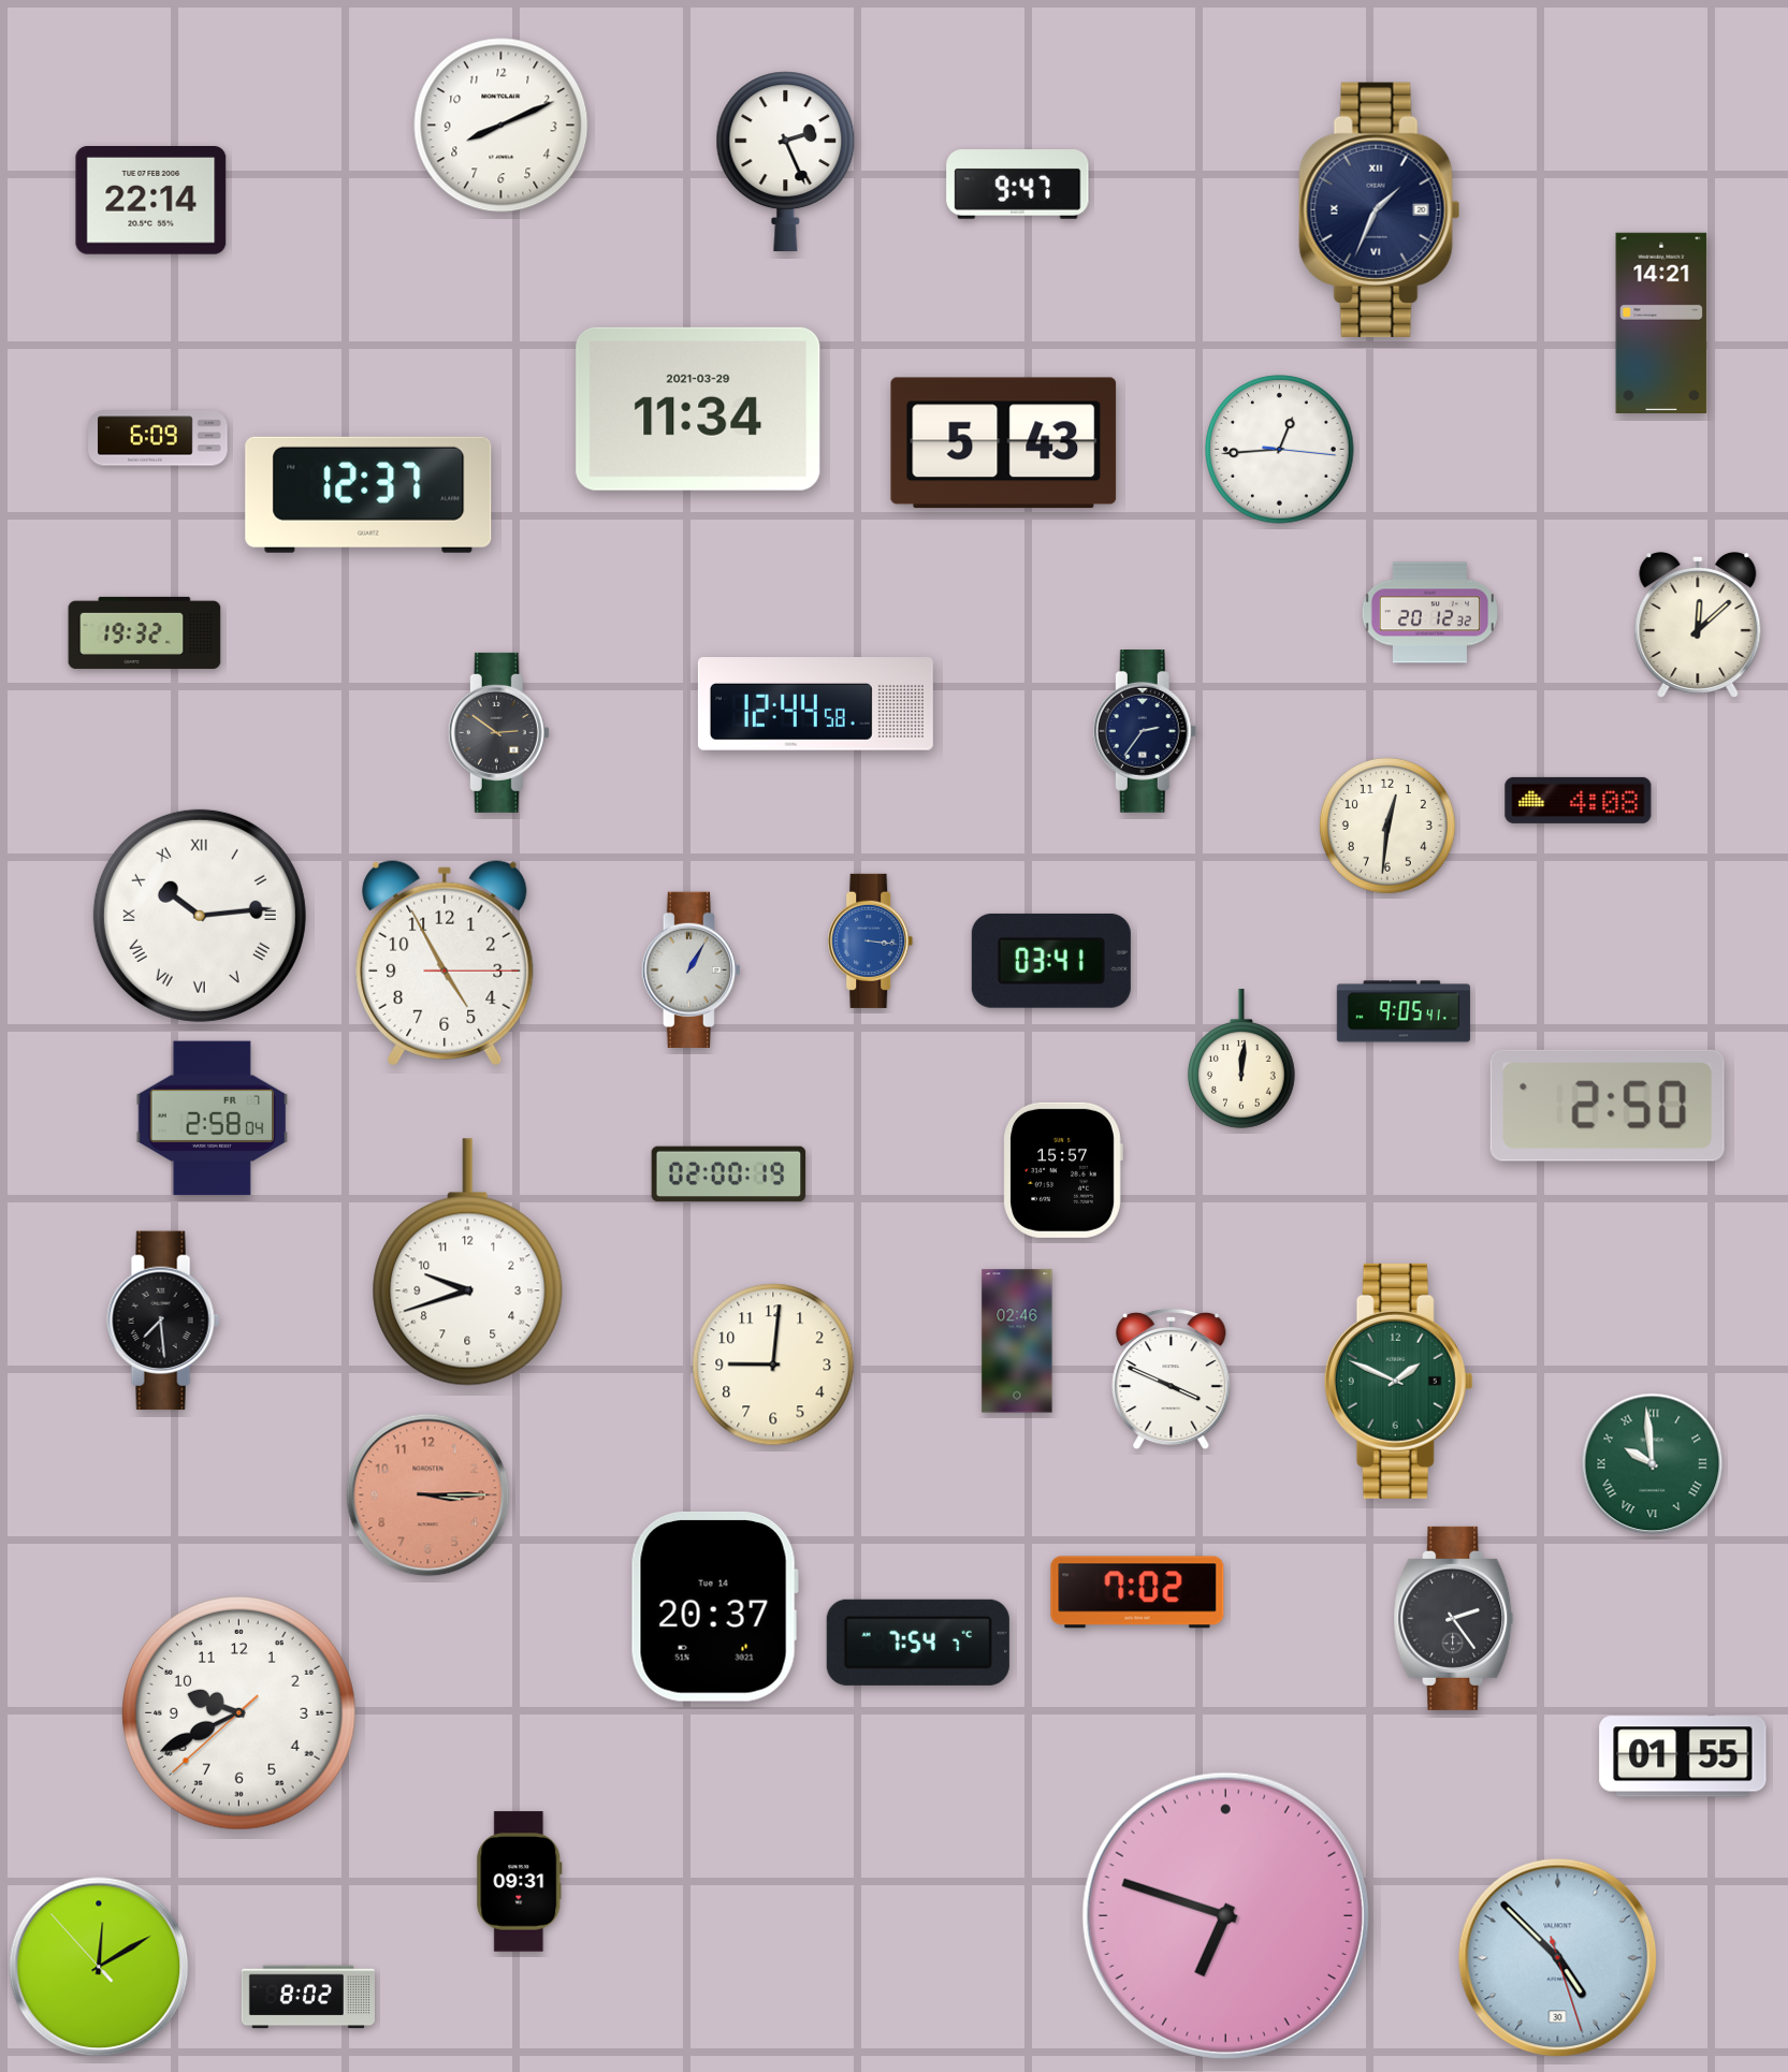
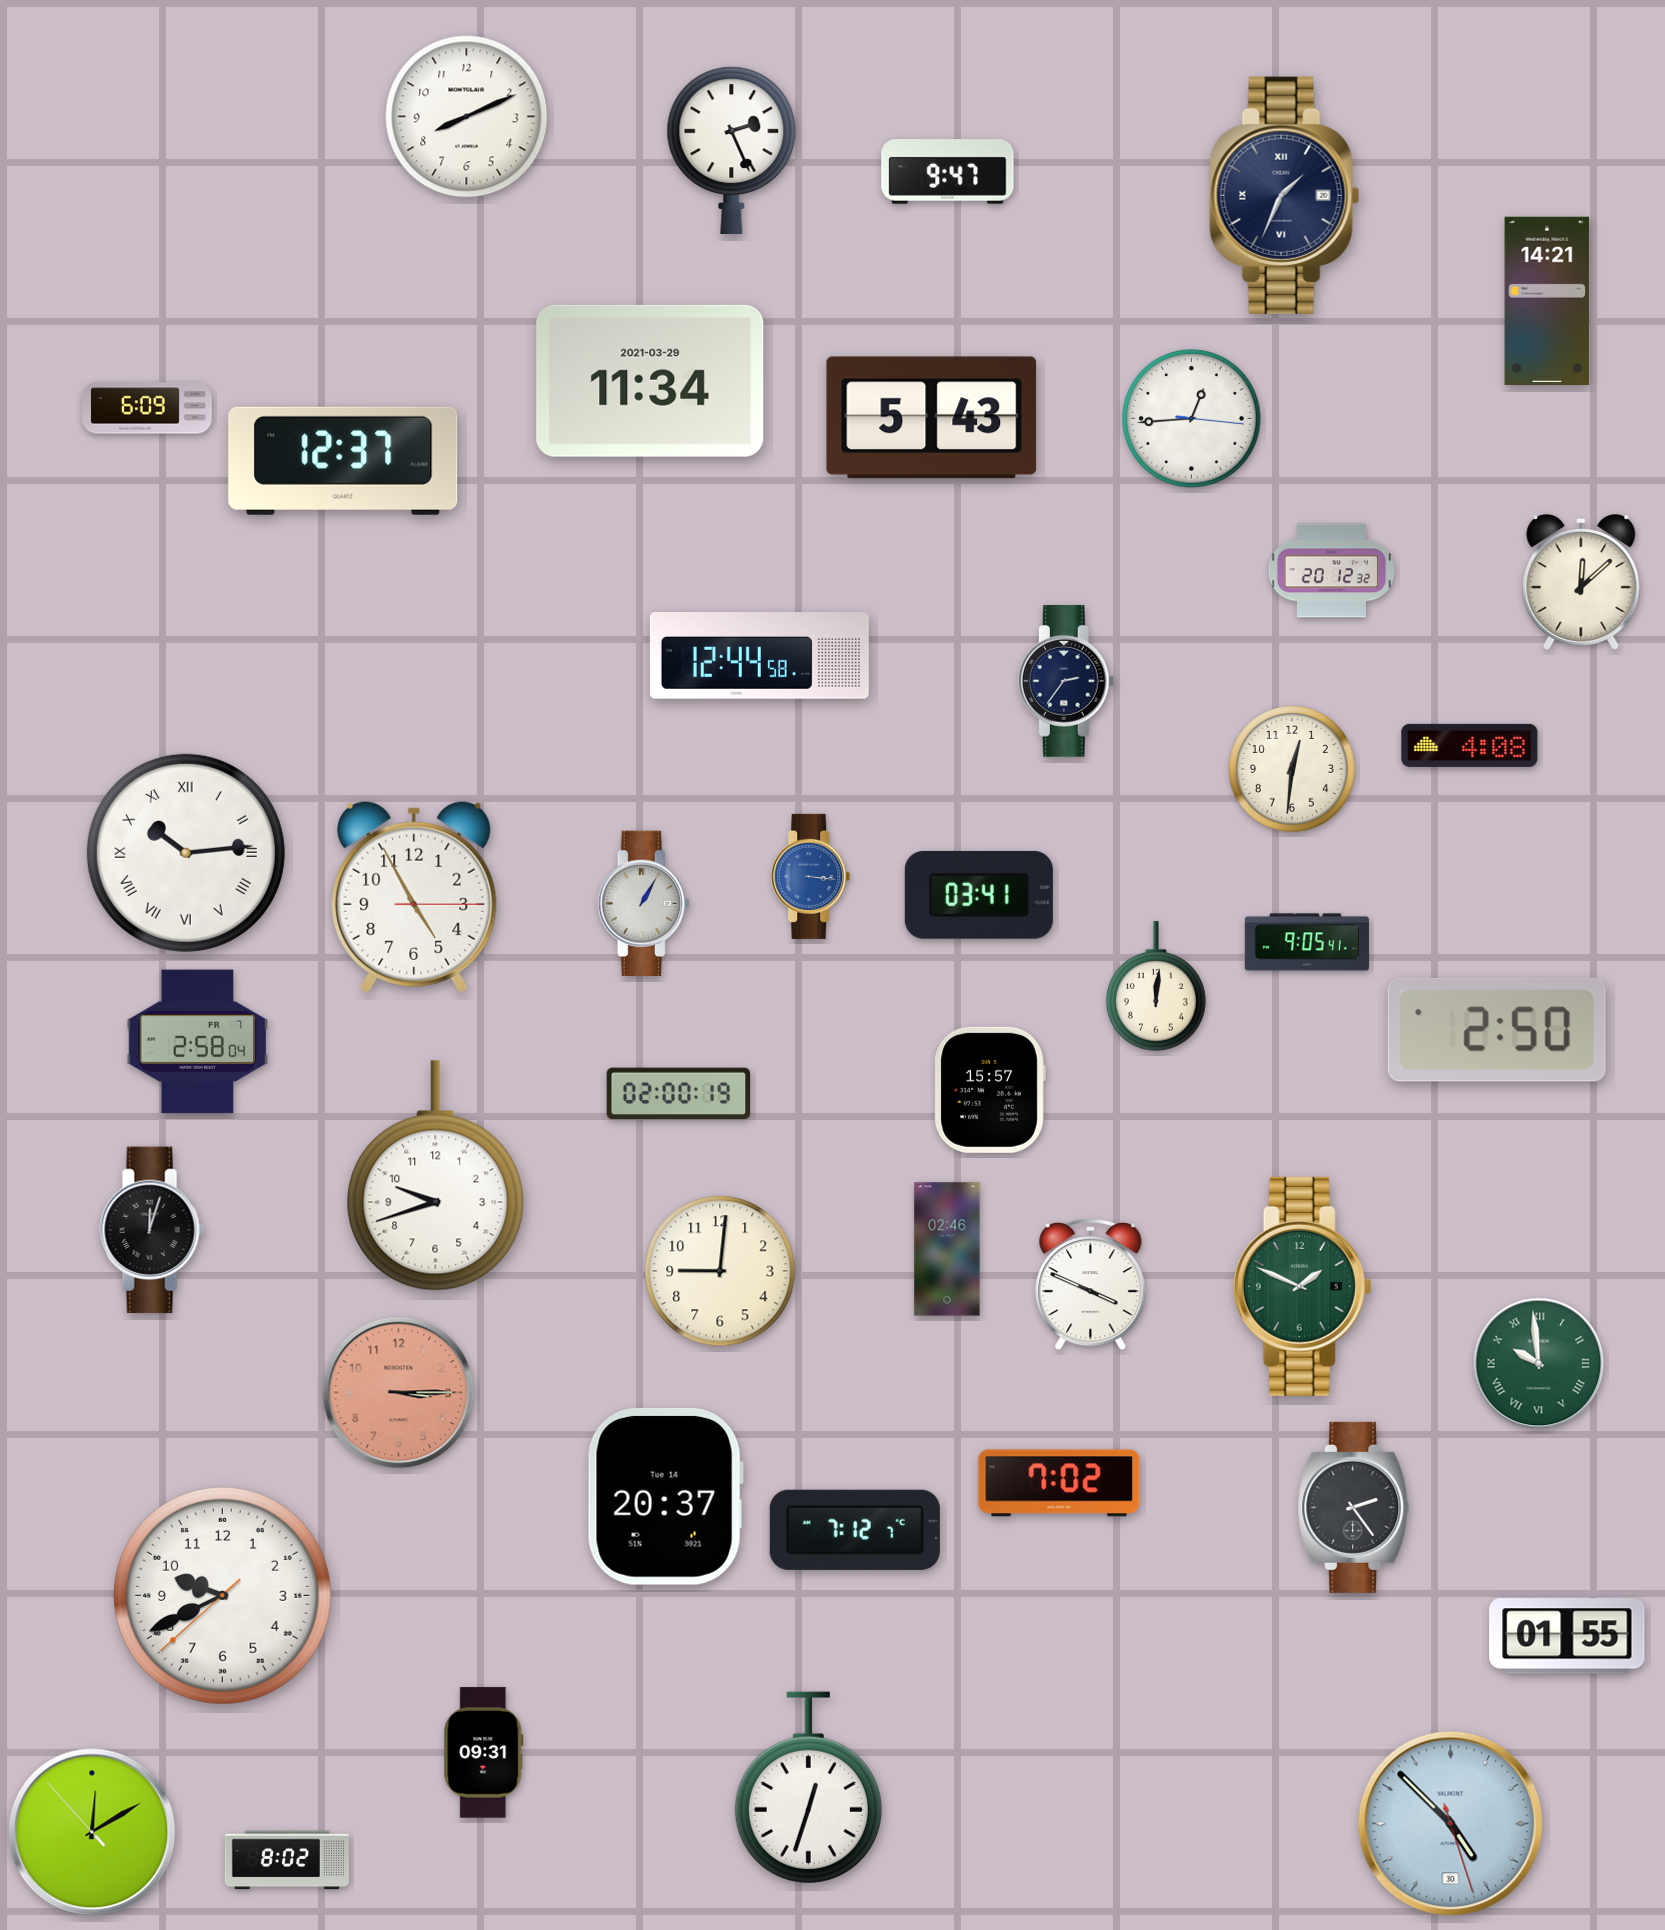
clock at (151, 201): 22:14 -> none
clock at (1004, 443) position: (1004, 443) -> (932, 418)
clock at (145, 632): 19:32 -> none
clock at (498, 732): 2:51 -> none
clock at (163, 1320): 7:29 -> 12:03
clock at (918, 1643): 7:54 -> 7:12
clock at (1225, 1915): 6:48 -> none
clock at (808, 1788): none -> 12:33
